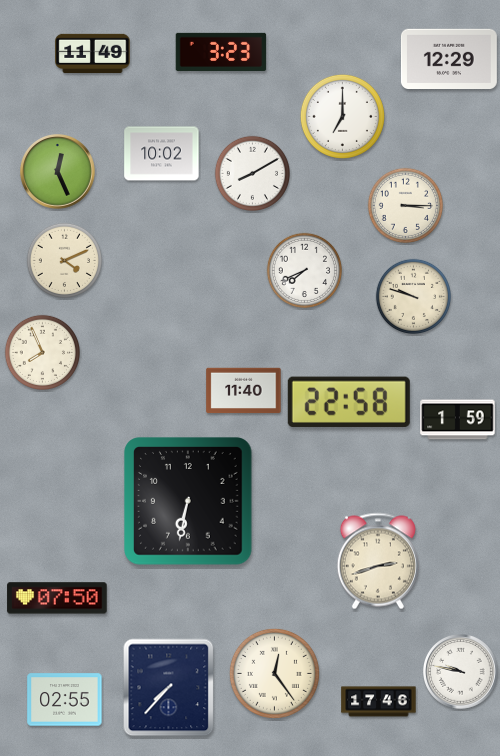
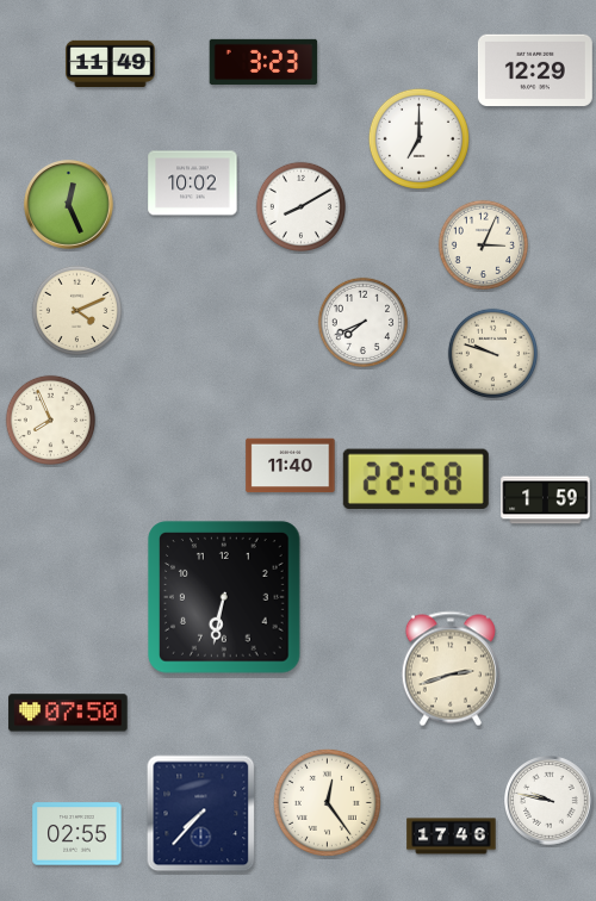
clock at (342, 116) position: (342, 116) -> (418, 138)
clock at (405, 205): 3:15 -> 3:04
clock at (169, 688) position: (169, 688) -> (201, 814)
